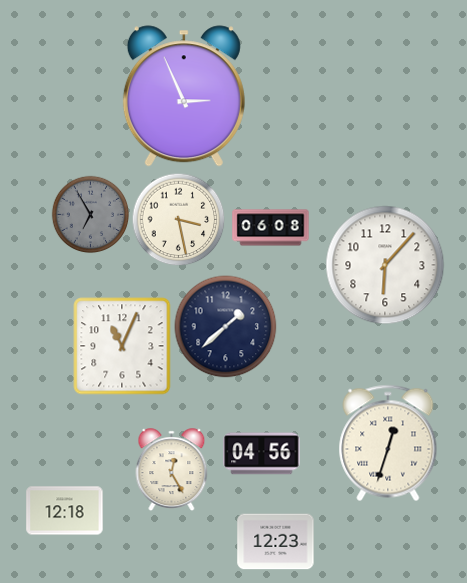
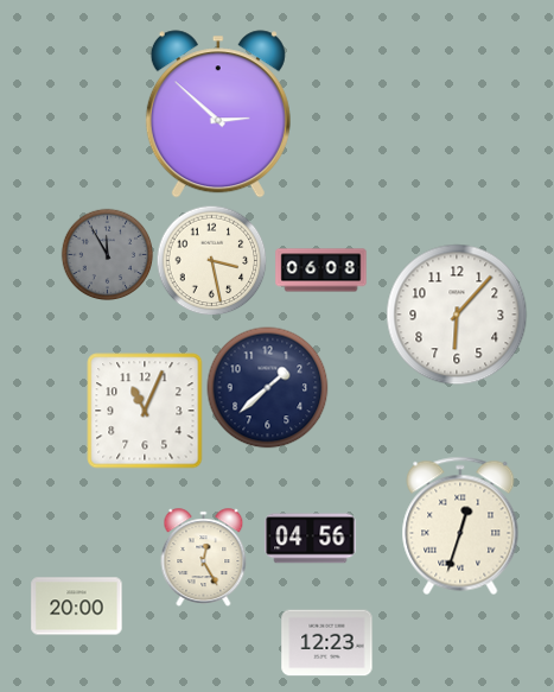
clock at (184, 96): 2:56 -> 2:52
clock at (90, 214): 6:55 -> 11:55
clock at (65, 511): 12:18 -> 20:00
